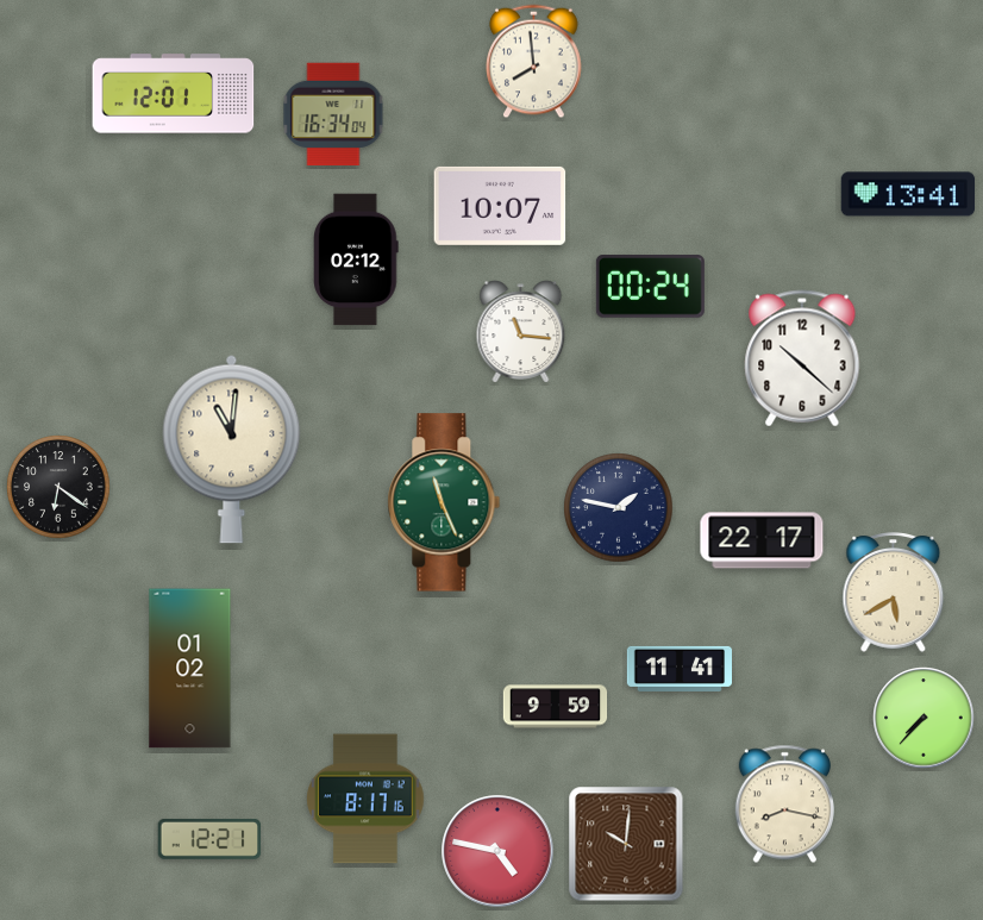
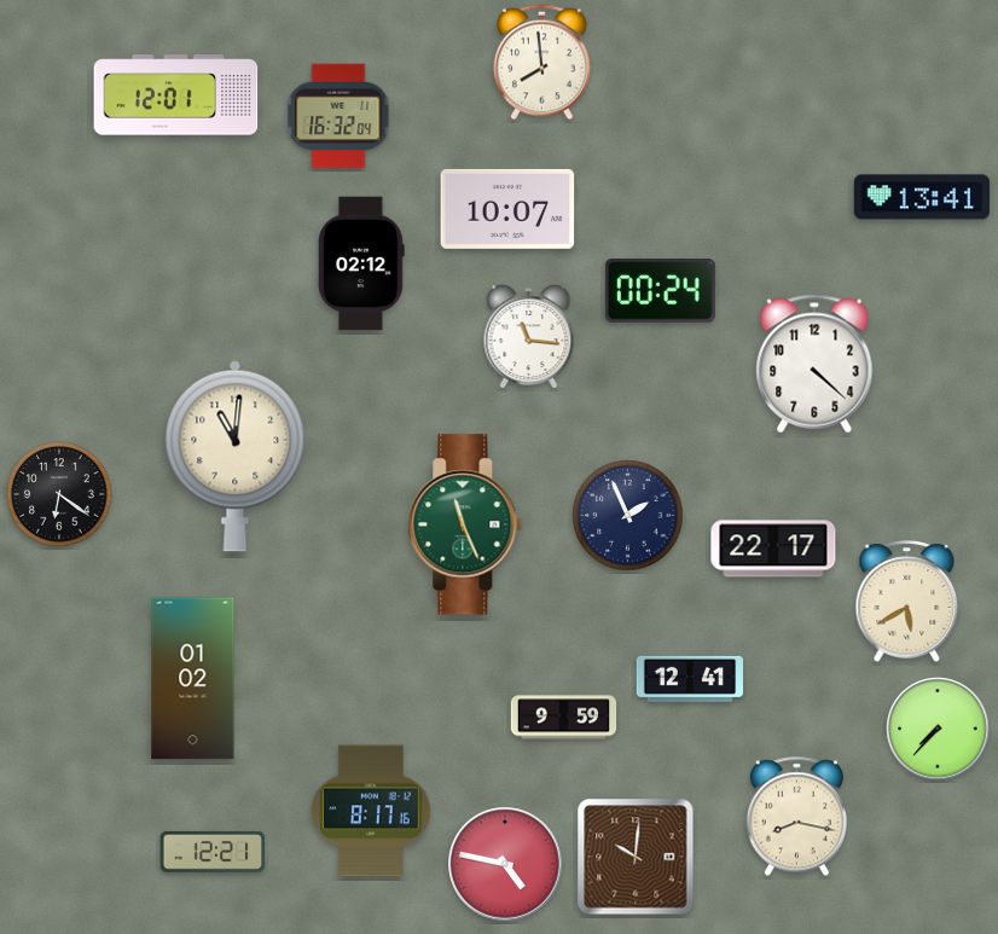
clock at (333, 114): 16:34 -> 16:32
clock at (802, 358): 10:22 -> 4:22
clock at (444, 502) position: (444, 502) -> (465, 524)
clock at (619, 508): 1:47 -> 1:56
clock at (678, 669): 11:41 -> 12:41
